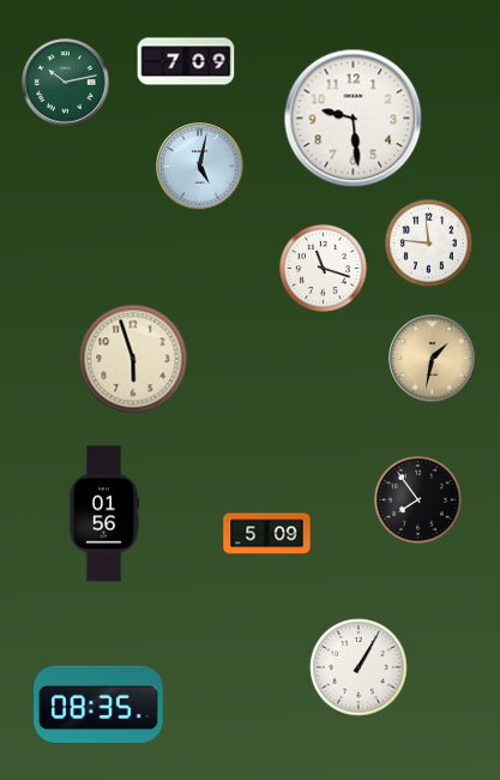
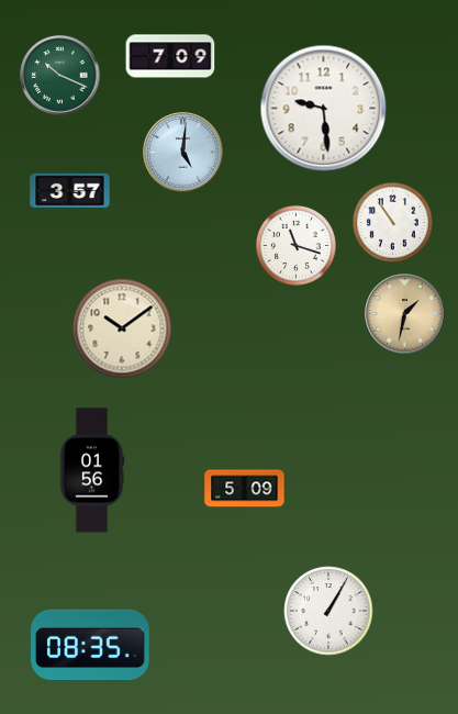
clock at (66, 83): 10:13 -> 10:19
clock at (200, 167): 5:02 -> 5:01
clock at (70, 190): none -> 3:57
clock at (428, 242): 11:46 -> 10:54
clock at (133, 359): 5:57 -> 10:09
clock at (433, 359) position: (433, 359) -> (405, 314)
clock at (417, 499): 7:54 -> none
clock at (104, 514) position: (104, 514) -> (92, 470)
